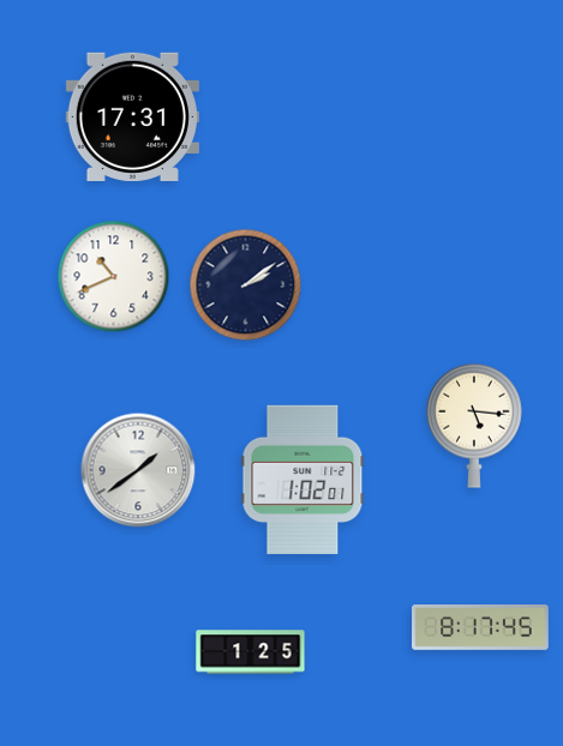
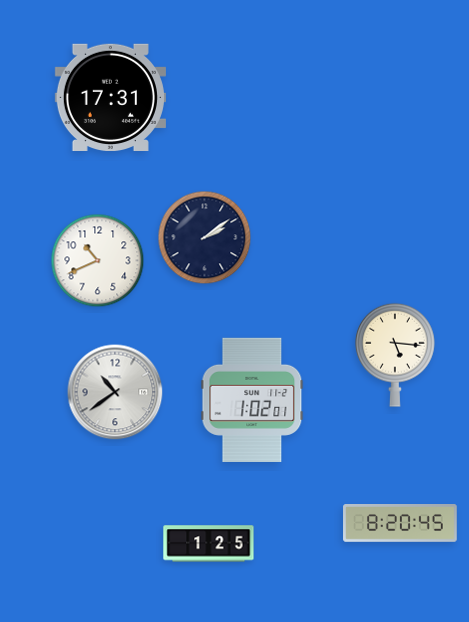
clock at (114, 277) position: (114, 277) -> (98, 261)
clock at (138, 470): 1:39 -> 10:39
clock at (480, 628): 8:17 -> 8:20
